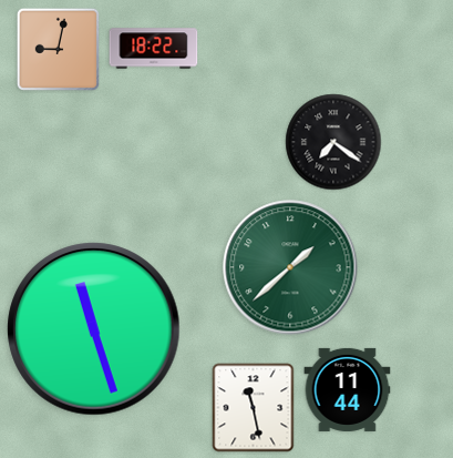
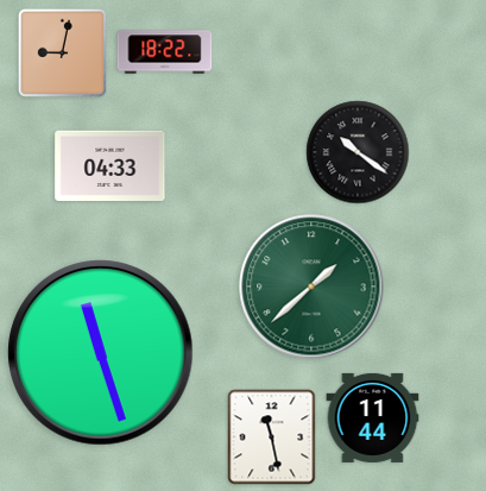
clock at (333, 142): 7:21 -> 10:21
clock at (111, 165): none -> 04:33
